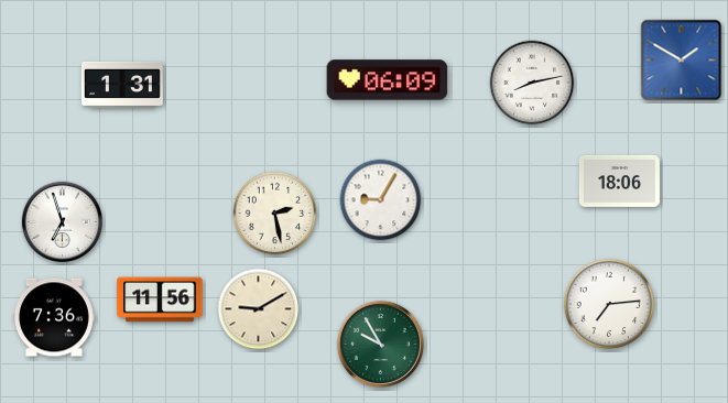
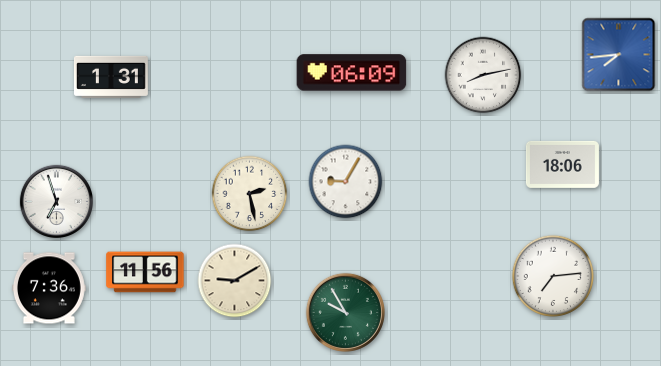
clock at (682, 61): 1:50 -> 7:44
